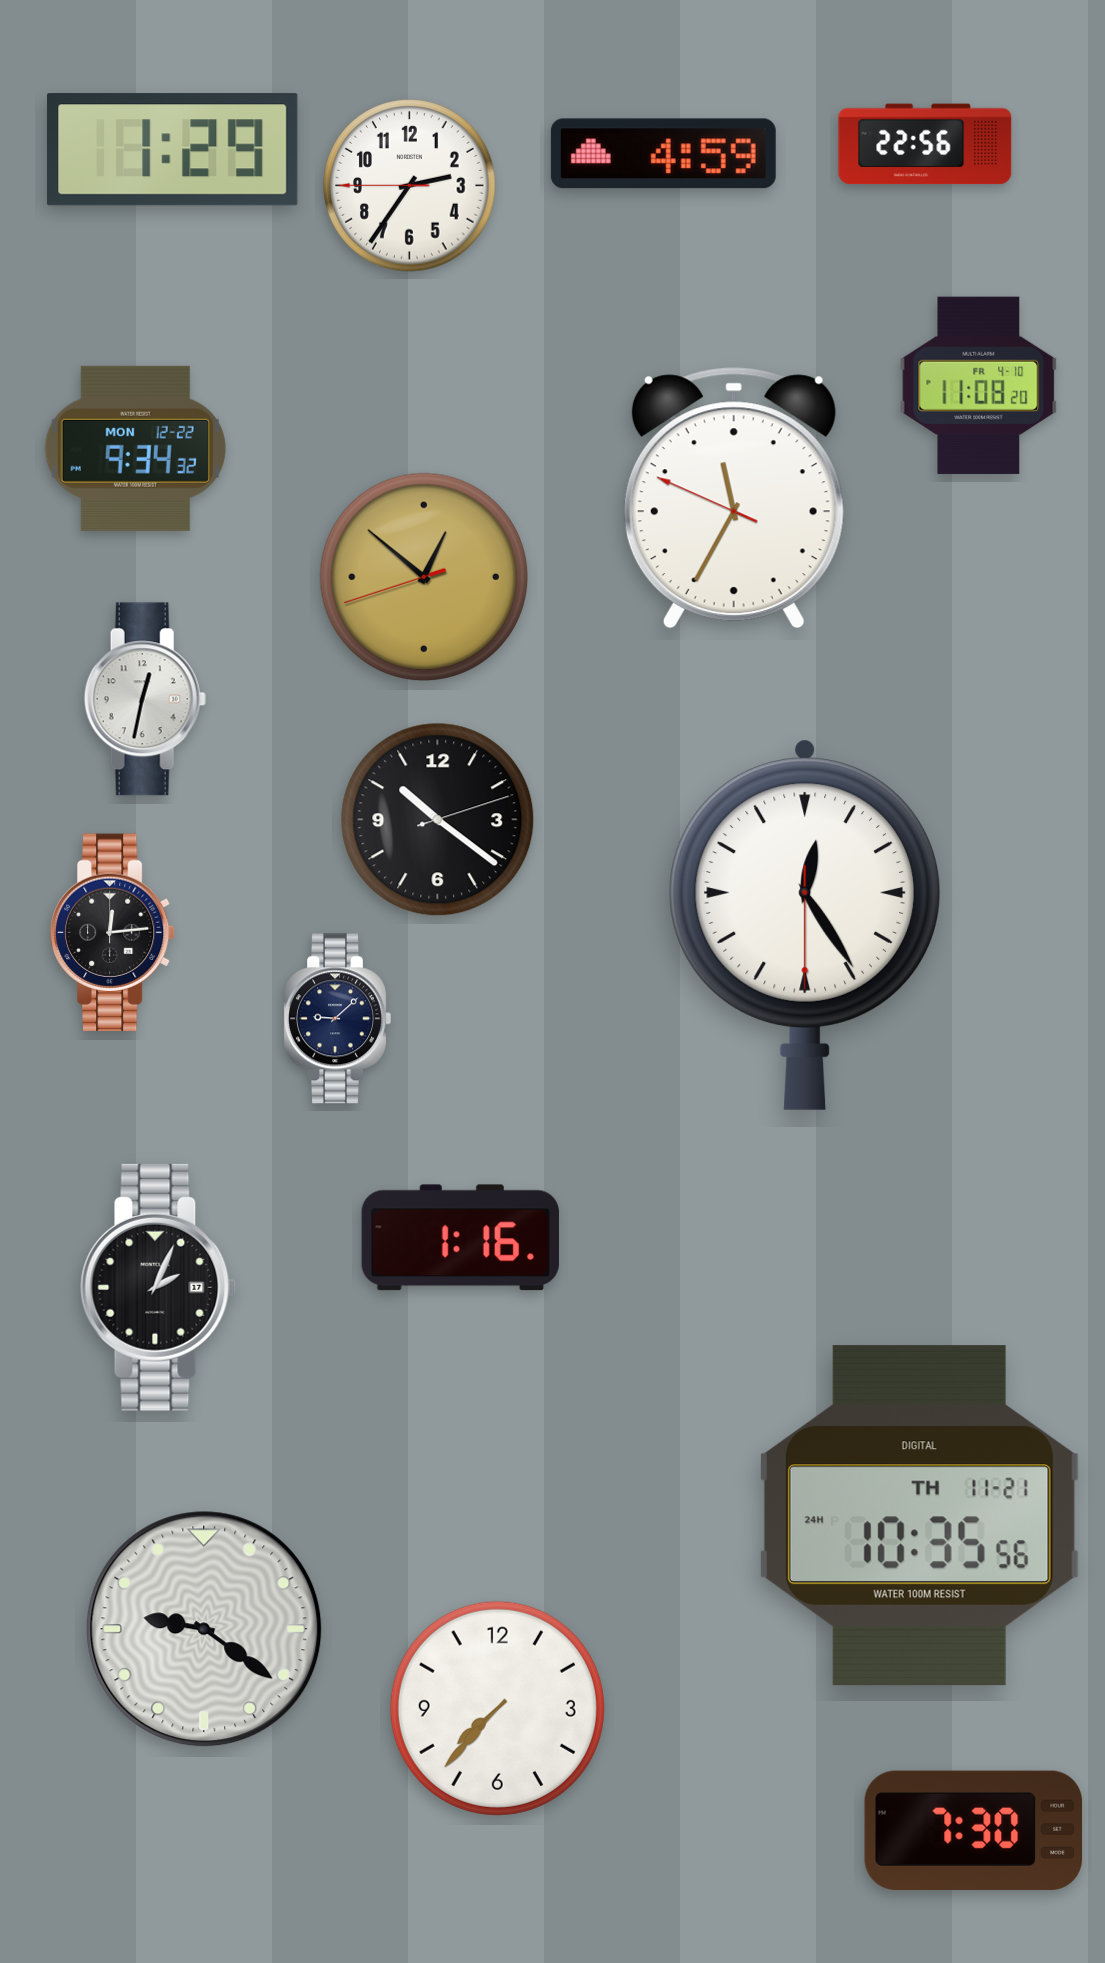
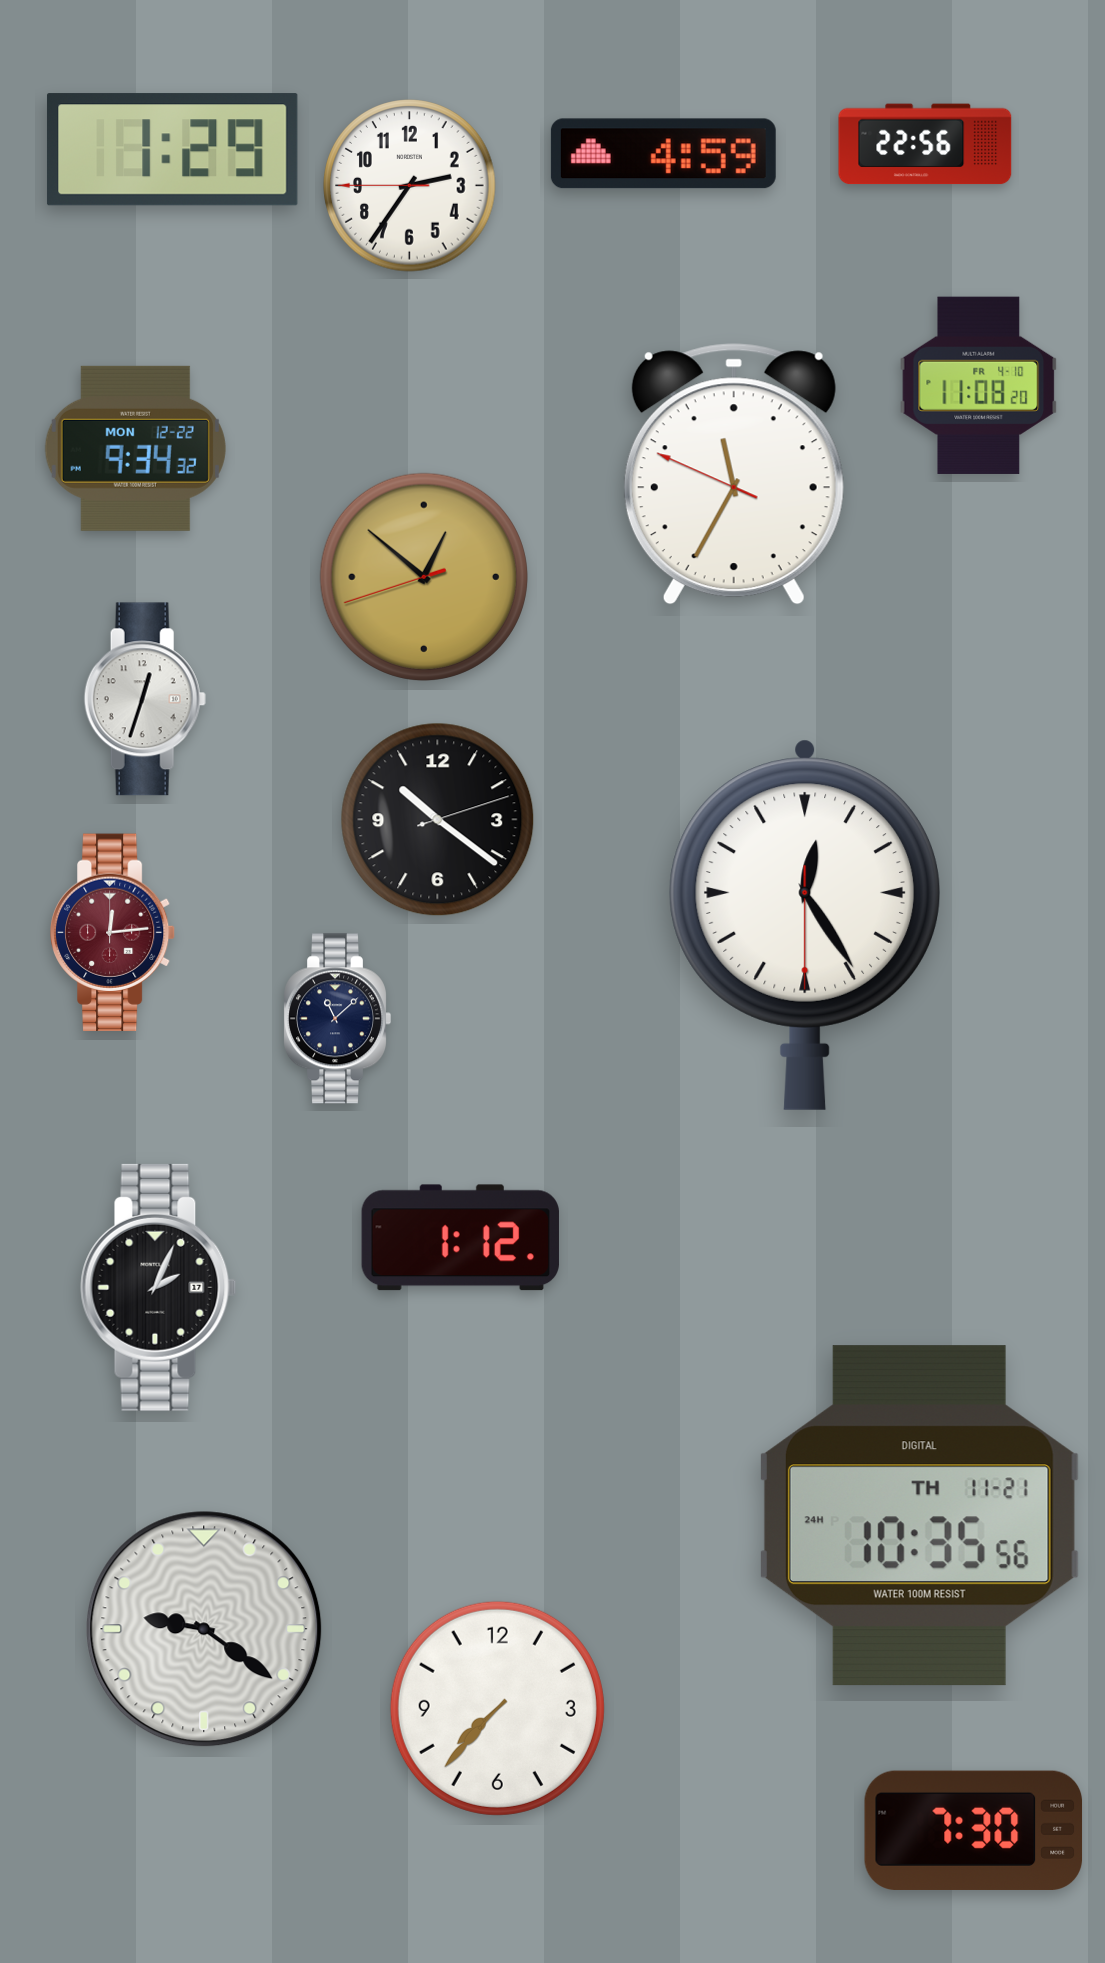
clock at (734, 498) position: (734, 498) -> (734, 474)
clock at (145, 699): 12:32 -> 12:33
clock at (114, 932) dial: black -> burgundy
clock at (337, 1019): 9:08 -> 11:08
clock at (460, 1238): 1:16 -> 1:12
